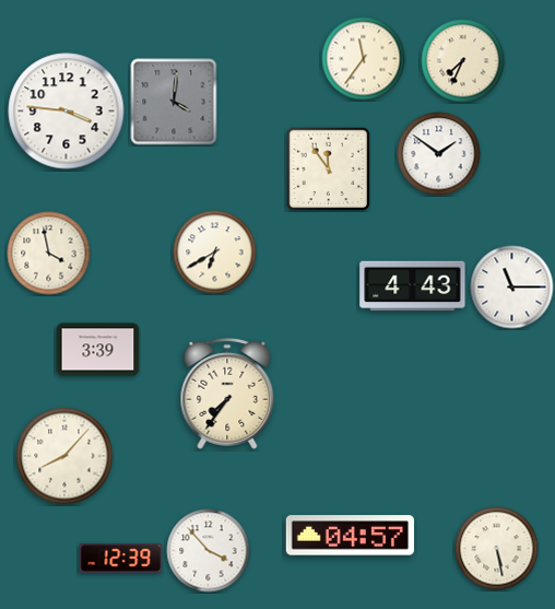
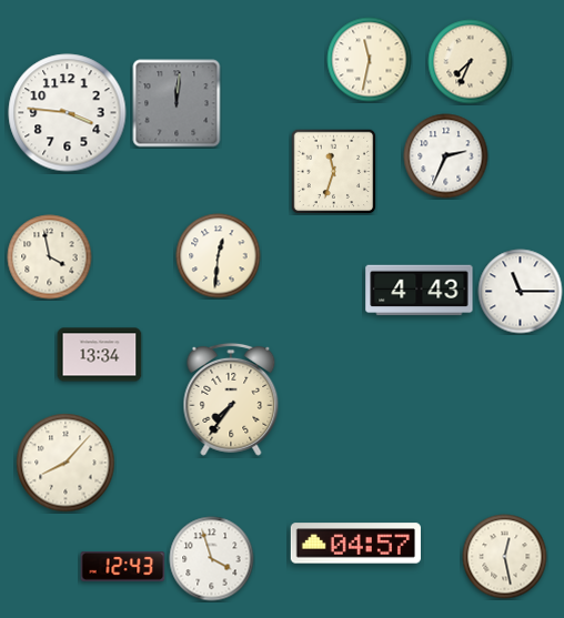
clock at (364, 59): 11:36 -> 11:32
clock at (174, 102): 4:01 -> 12:01
clock at (439, 154): 1:51 -> 2:34
clock at (328, 168): 11:54 -> 11:33
clock at (215, 253): 6:40 -> 12:31
clock at (98, 350): 3:39 -> 13:34
clock at (497, 549): 5:28 -> 12:28
clock at (209, 551): 3:53 -> 3:57
clock at (121, 559): 12:39 -> 12:43
